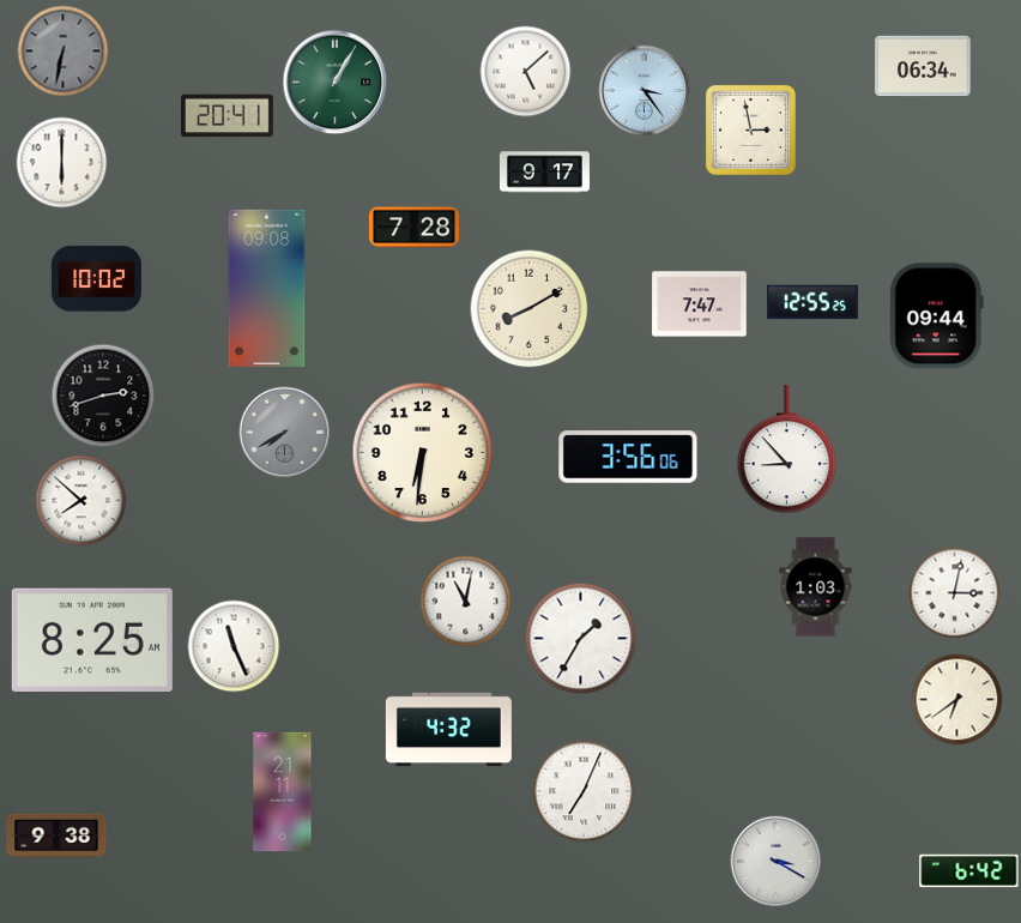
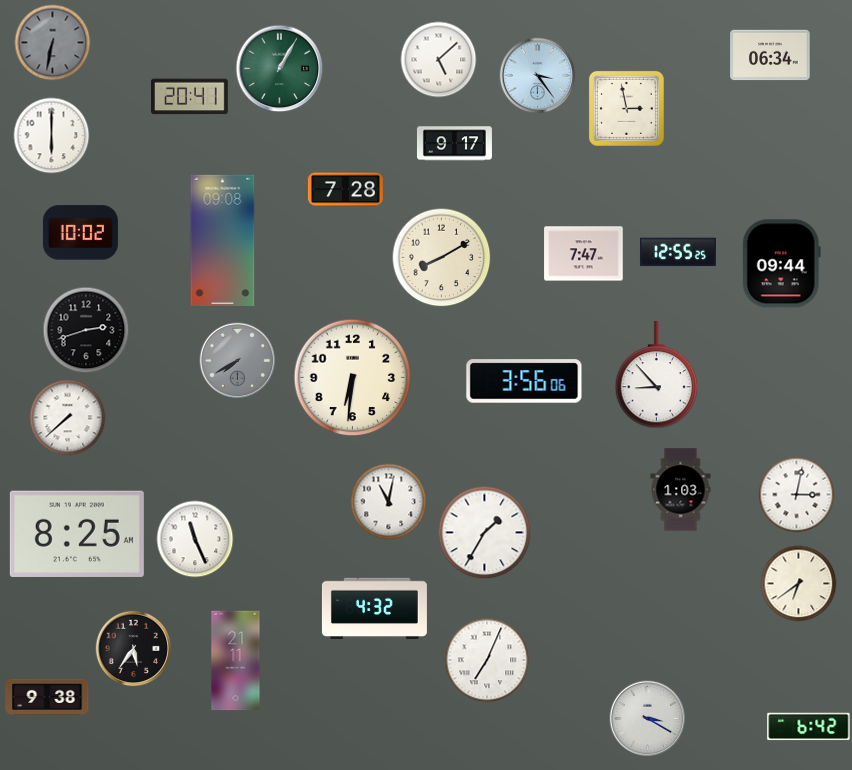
clock at (81, 501): 7:52 -> 7:38
clock at (134, 649): none -> 5:36
